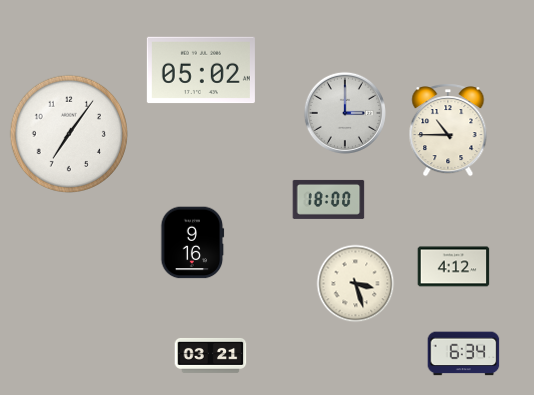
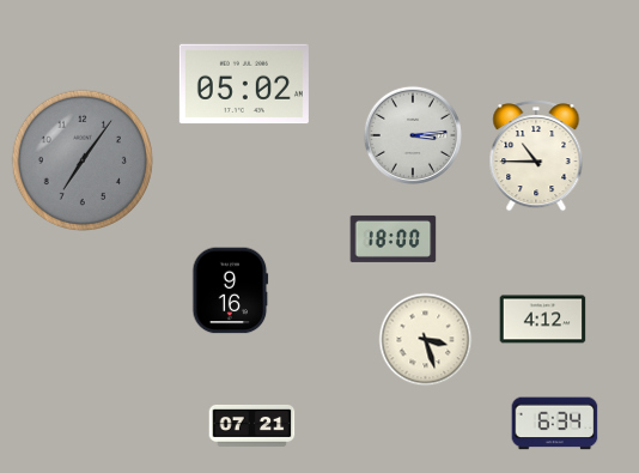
clock at (201, 70) position: (201, 70) -> (244, 84)
clock at (344, 112): 3:00 -> 3:14
clock at (68, 133) dial: white -> grey
clock at (211, 356): 03:21 -> 07:21
